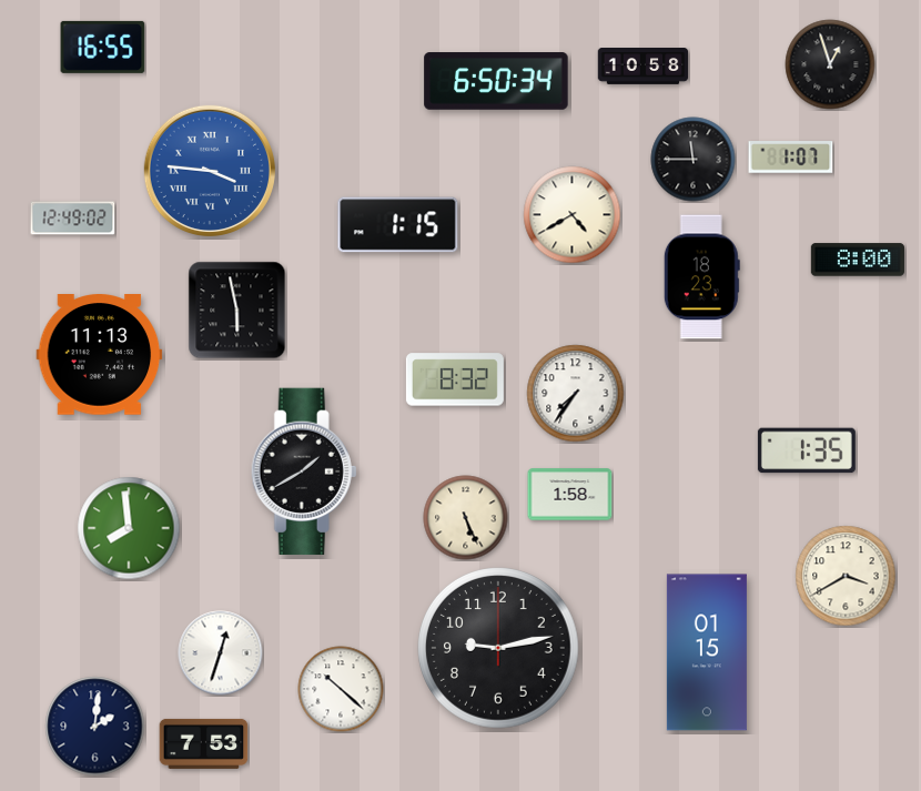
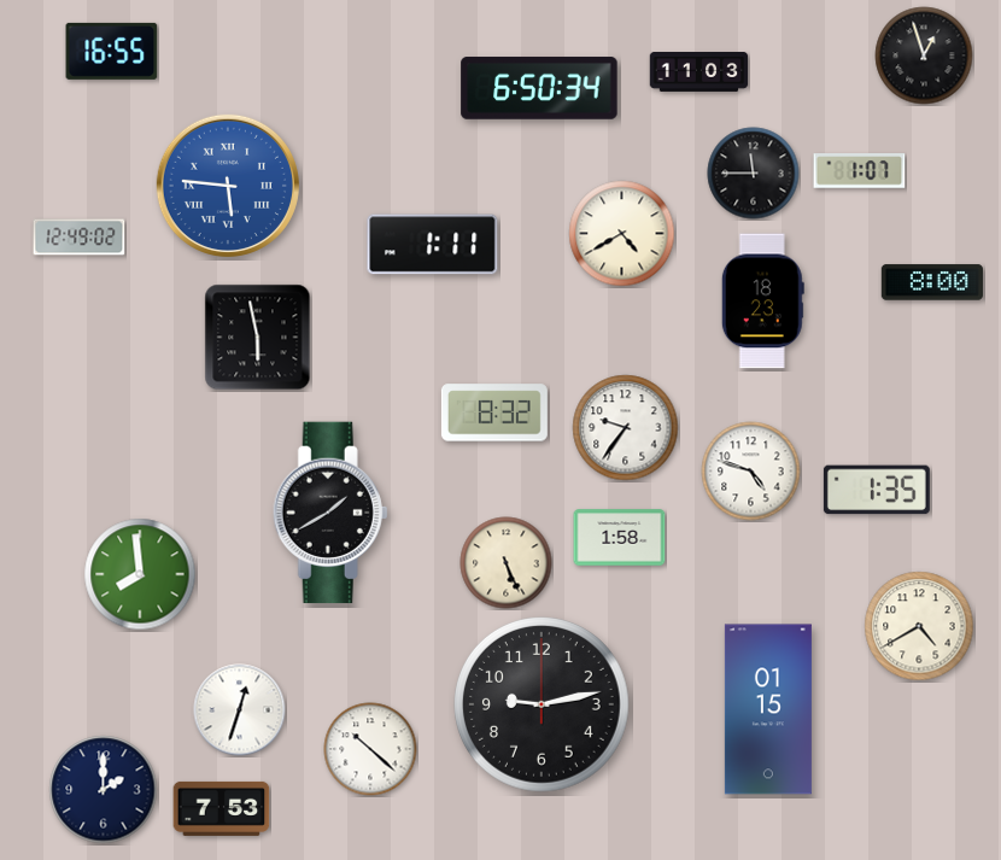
clock at (830, 64) position: (830, 64) -> (924, 55)
clock at (644, 67): 10:58 -> 11:03
clock at (210, 171): 3:46 -> 5:46
clock at (398, 225): 1:15 -> 1:11
clock at (100, 355): 11:13 -> none
clock at (576, 394): 7:36 -> 9:36
clock at (751, 472): none -> 4:48
clock at (846, 576): 3:40 -> 4:40
clock at (95, 727): 2:01 -> 2:00
